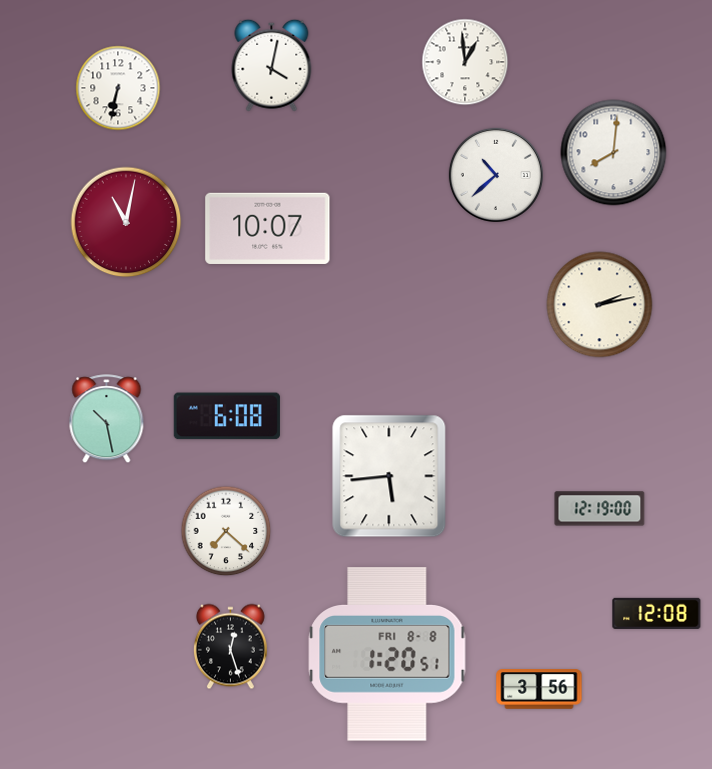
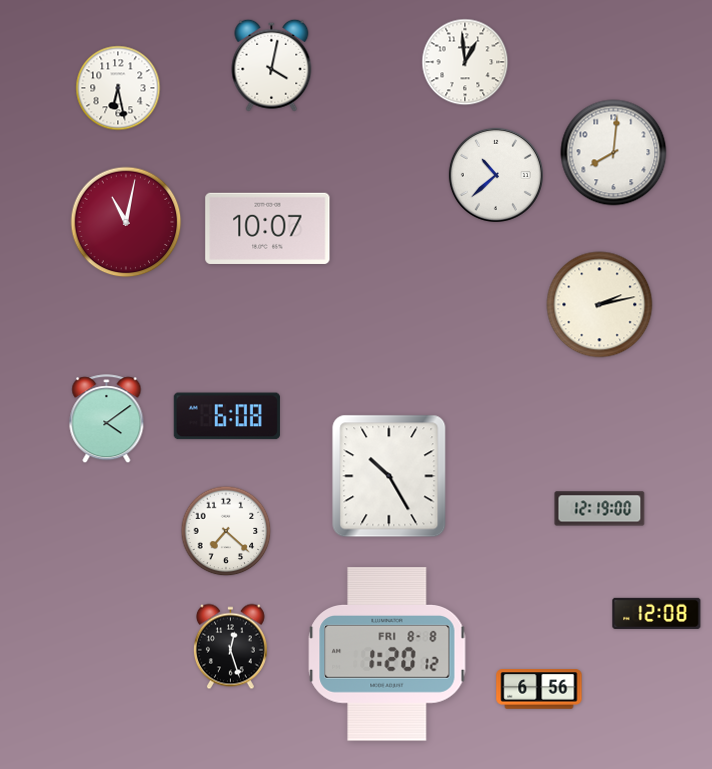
clock at (118, 88): 6:32 -> 6:28
clock at (107, 419): 10:28 -> 4:09
clock at (389, 476): 5:44 -> 10:25
clock at (387, 654): 1:20:51 -> 1:20:12
clock at (539, 689): 3:56 -> 6:56
